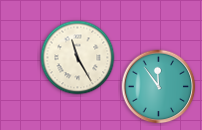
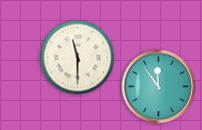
clock at (78, 58): 11:25 -> 11:30
